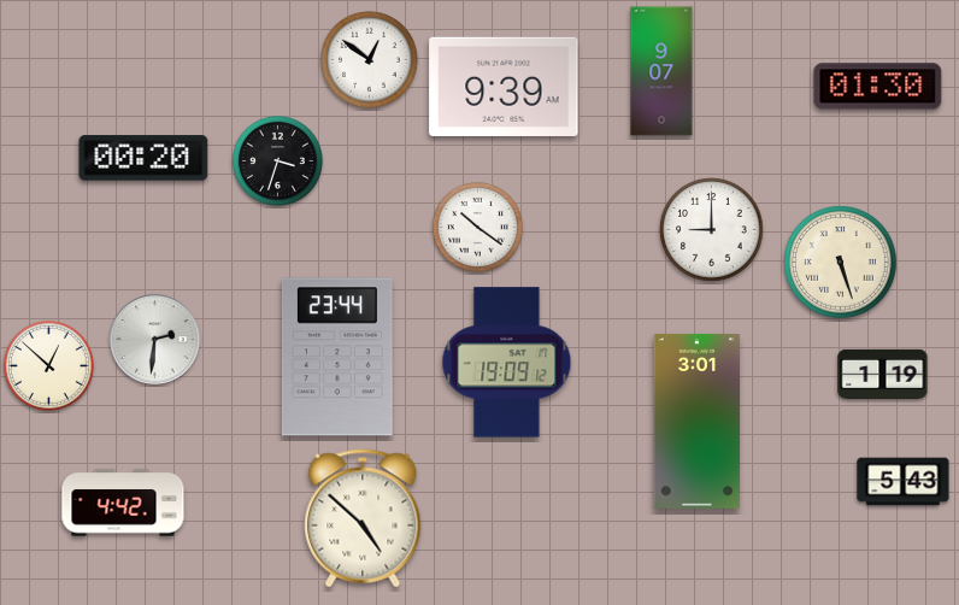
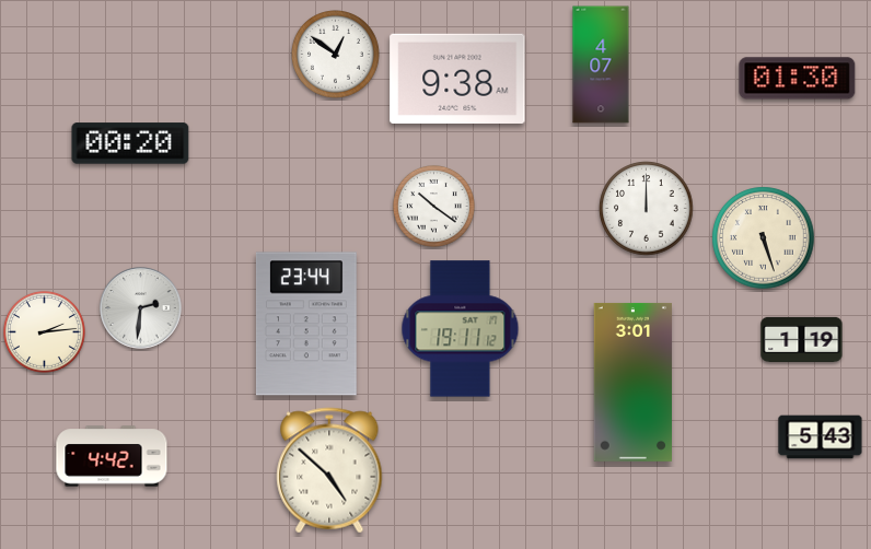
clock at (661, 71): 9:07 -> 4:07
clock at (504, 87): 9:39 -> 9:38
clock at (277, 160): 3:33 -> none
clock at (712, 230): 9:00 -> 12:00
clock at (507, 363): 19:09 -> 19:11
clock at (48, 365): 12:52 -> 2:14
